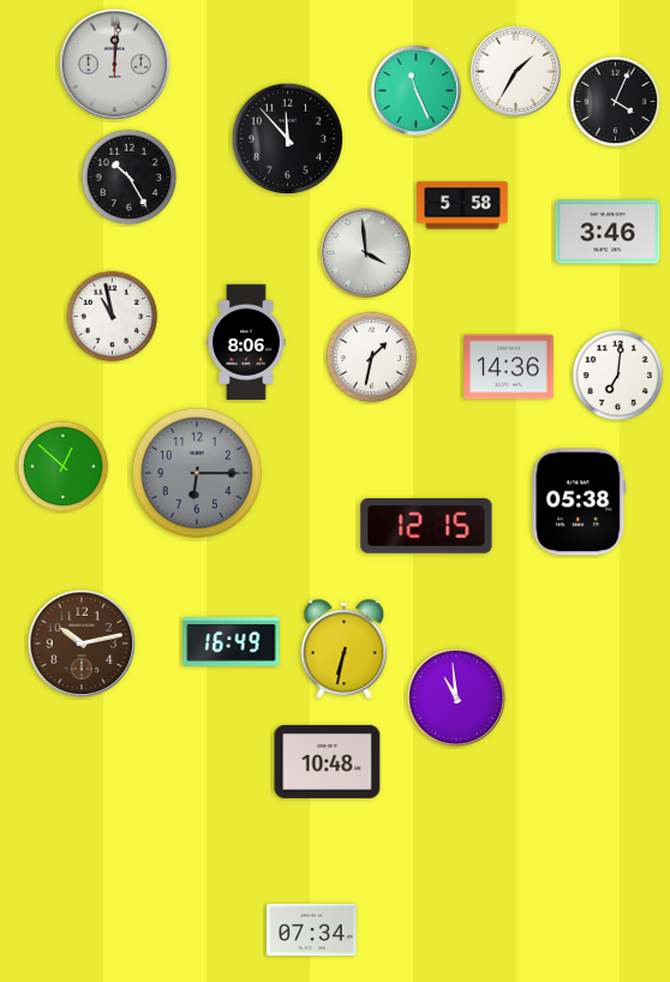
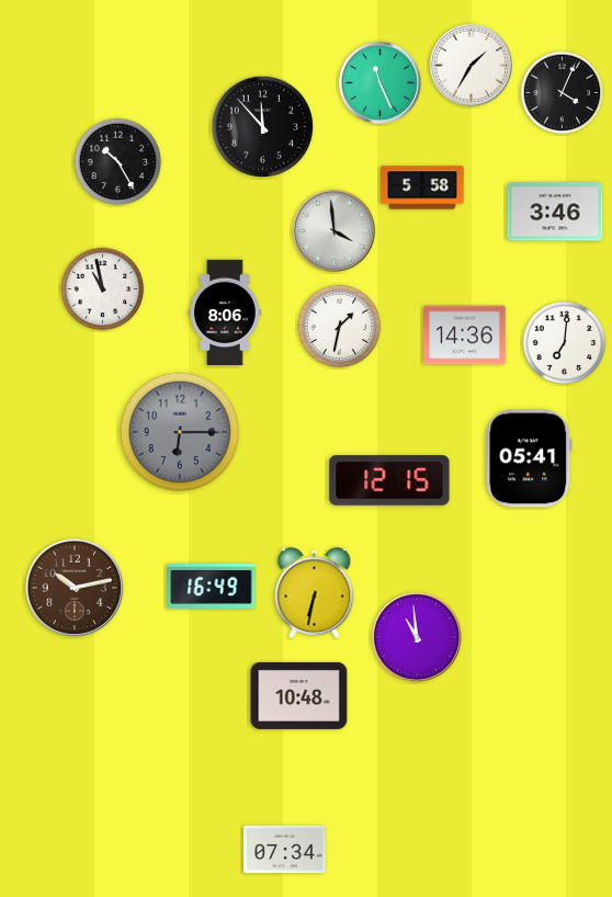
clock at (115, 65): 12:01 -> none
clock at (64, 467): 12:52 -> none
clock at (579, 502): 05:38 -> 05:41
